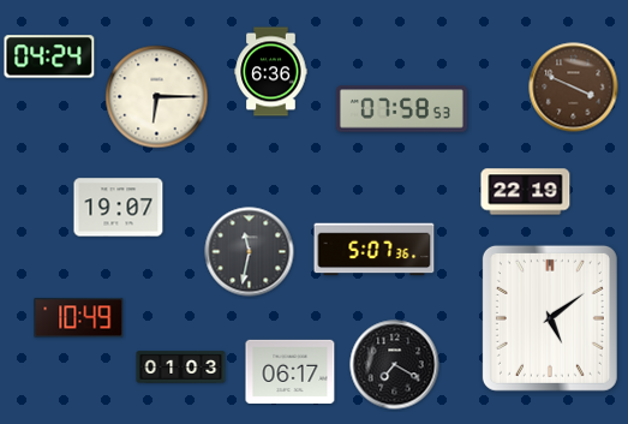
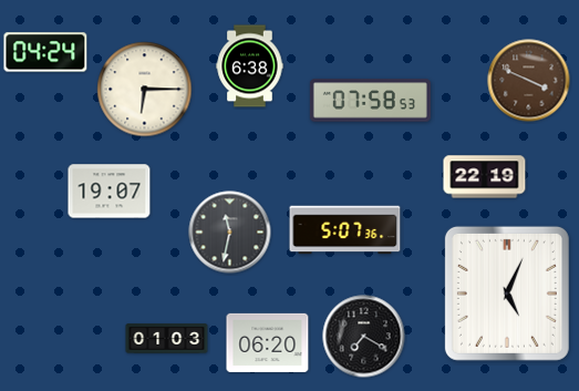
clock at (271, 72): 6:36 -> 6:38
clock at (79, 318): 10:49 -> none
clock at (550, 318): 5:09 -> 5:04
clock at (291, 371): 06:17 -> 06:20
